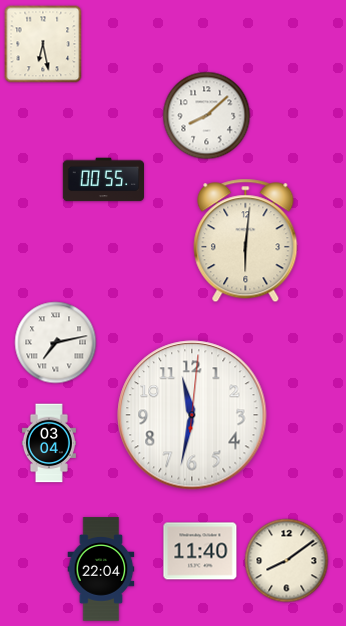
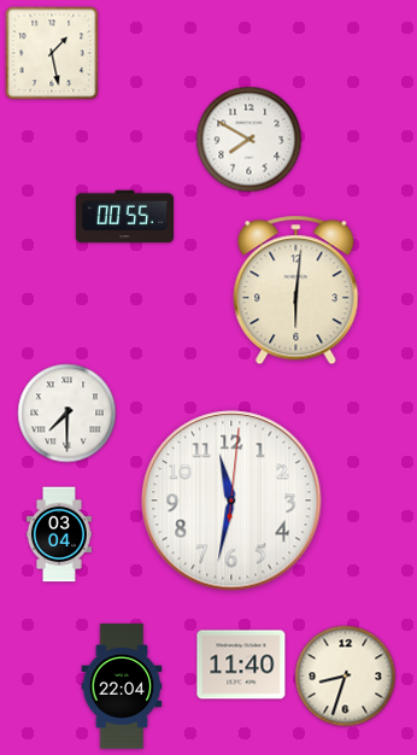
clock at (43, 44): 6:28 -> 1:28
clock at (207, 116): 8:08 -> 7:50
clock at (56, 343): 7:13 -> 7:30
clock at (287, 561): 8:09 -> 8:33
